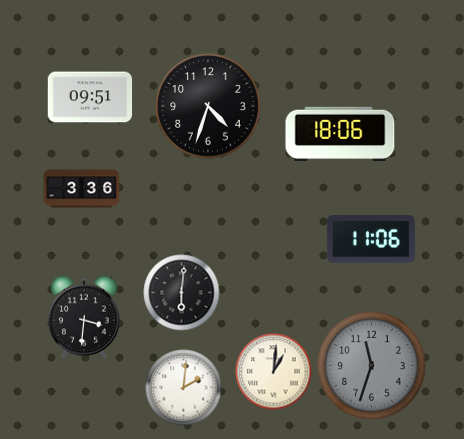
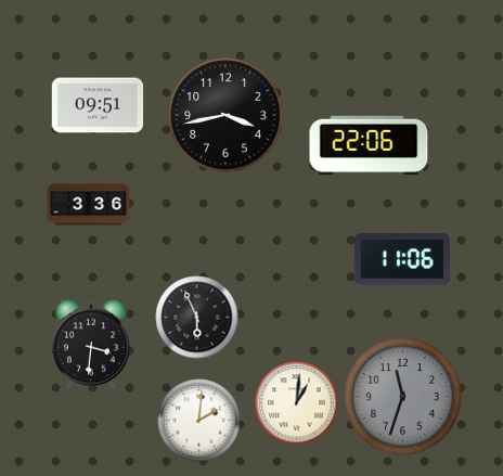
clock at (208, 106): 4:33 -> 3:43
clock at (340, 134): 18:06 -> 22:06
clock at (182, 293): 6:01 -> 5:56
